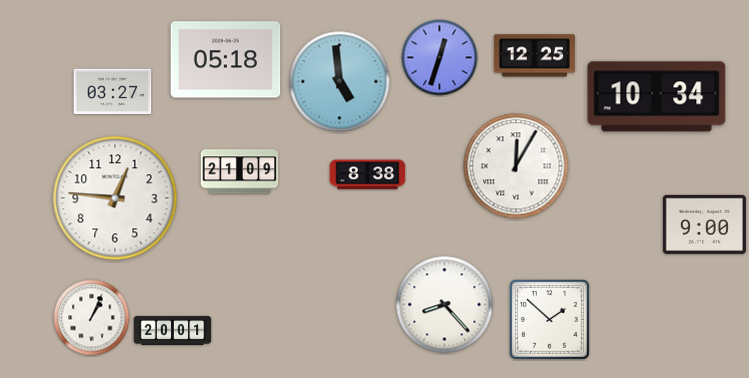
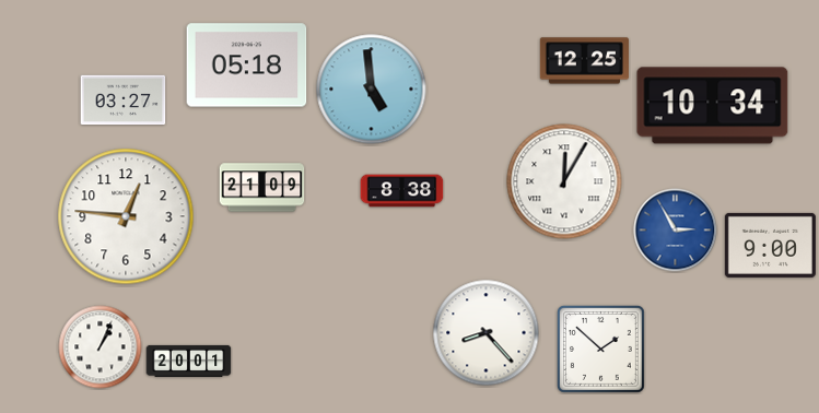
clock at (440, 58): 12:33 -> none
clock at (657, 97) position: (657, 97) -> (713, 106)
clock at (676, 231): none -> 2:55
